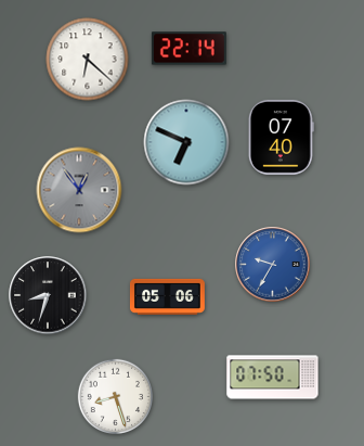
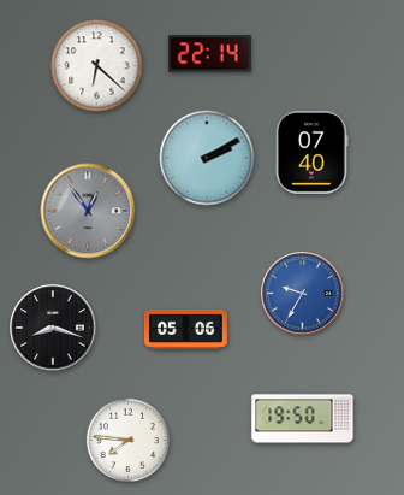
clock at (186, 142): 6:49 -> 2:10
clock at (48, 295): 8:33 -> 8:18
clock at (273, 378): 07:50 -> 19:50
clock at (116, 396): 8:27 -> 7:46
